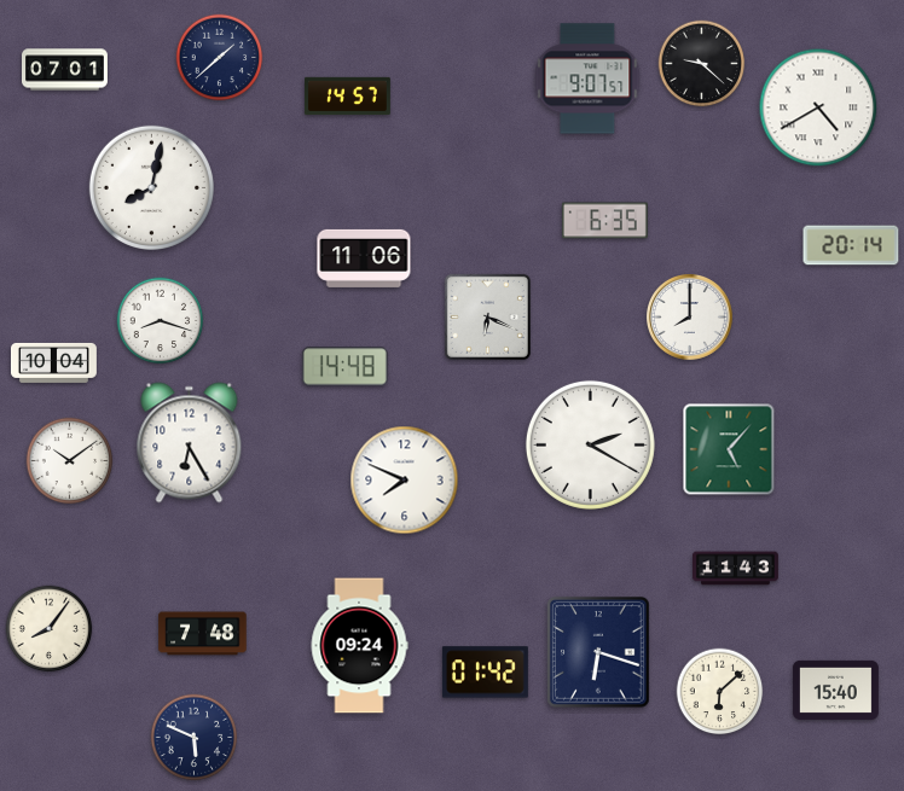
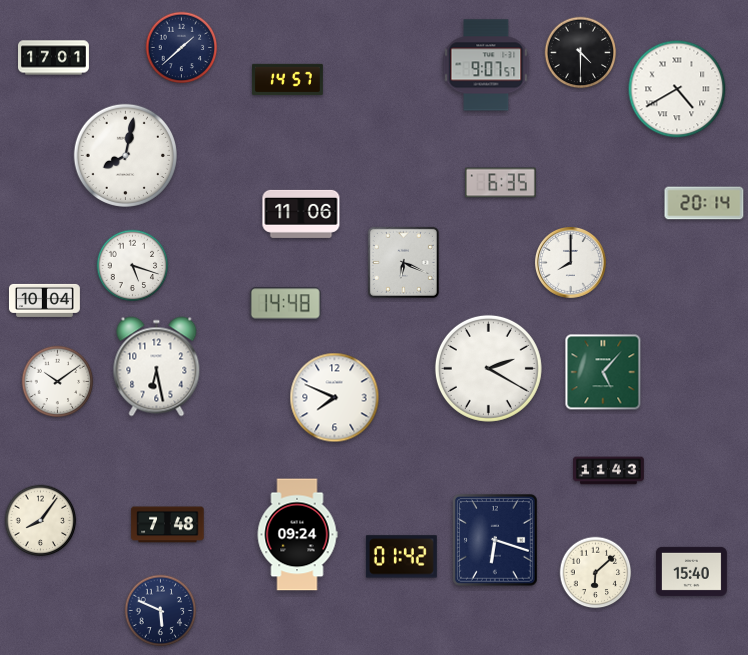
clock at (702, 64): 9:22 -> 4:30
clock at (65, 70): 07:01 -> 17:01
clock at (161, 321): 8:18 -> 5:18
clock at (190, 443): 6:25 -> 6:28
